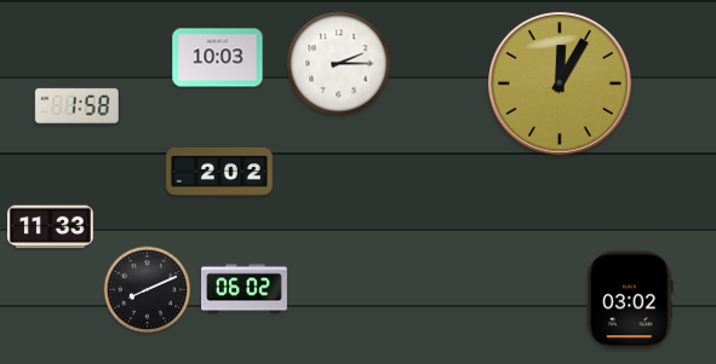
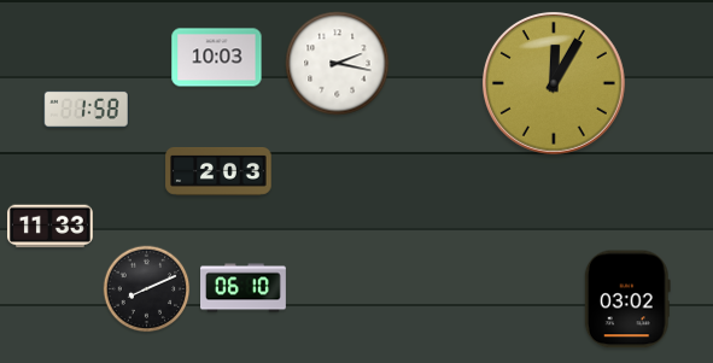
clock at (339, 64): 2:15 -> 2:17
clock at (560, 83) position: (560, 83) -> (554, 83)
clock at (76, 105) position: (76, 105) -> (86, 109)
clock at (219, 173): 2:02 -> 2:03
clock at (245, 289): 06:02 -> 06:10
